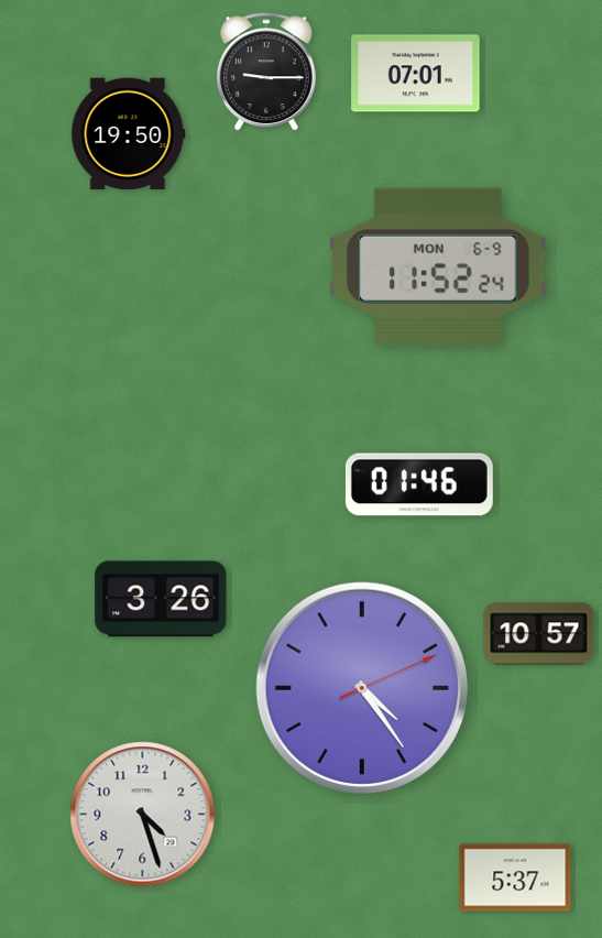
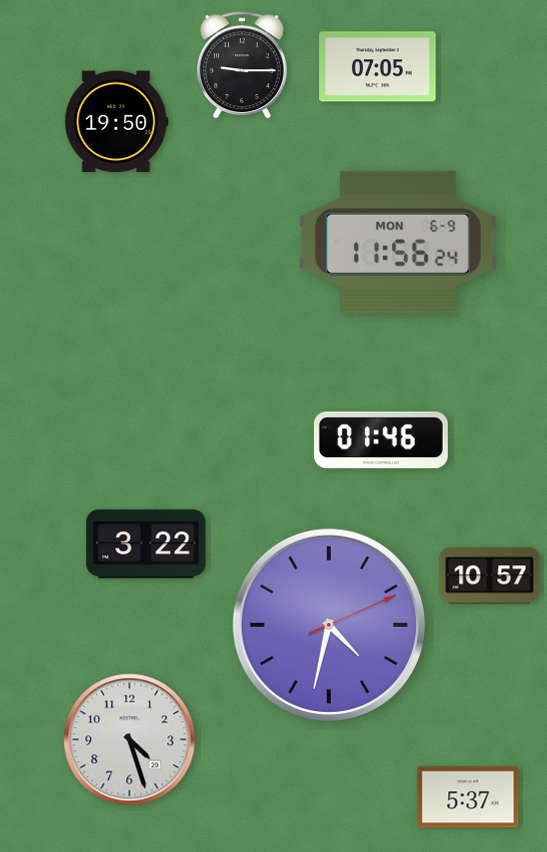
clock at (416, 74): 07:01 -> 07:05
clock at (439, 266): 11:52 -> 11:56
clock at (161, 599): 3:26 -> 3:22
clock at (361, 687): 4:24 -> 4:32
